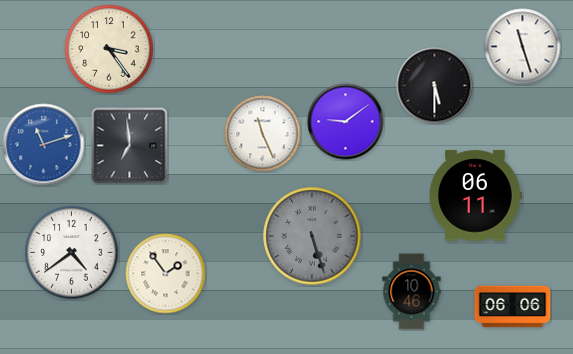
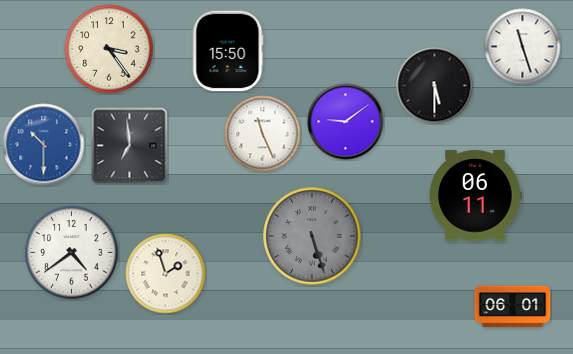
clock at (228, 51): none -> 15:50
clock at (44, 145): 11:12 -> 10:30
clock at (166, 274): 1:54 -> 1:57
clock at (412, 292): 10:46 -> none
clock at (513, 307): 06:06 -> 06:01
